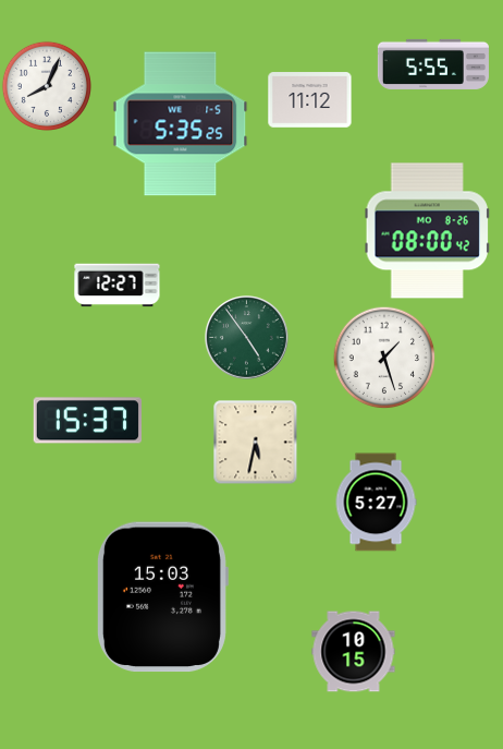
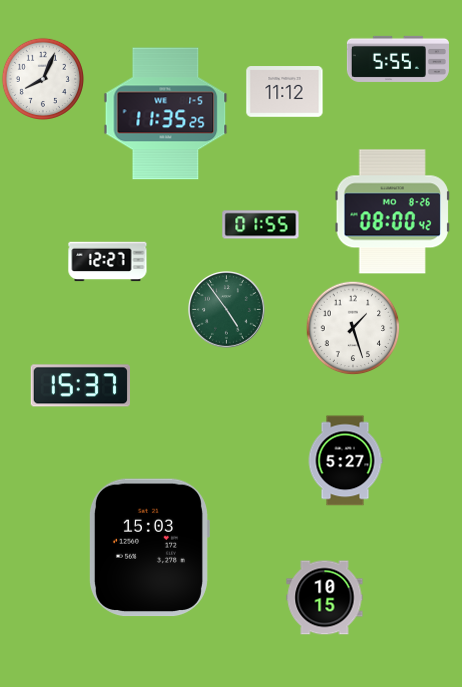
clock at (181, 124): 5:35 -> 11:35
clock at (261, 225): none -> 01:55
clock at (255, 442): 5:32 -> none
